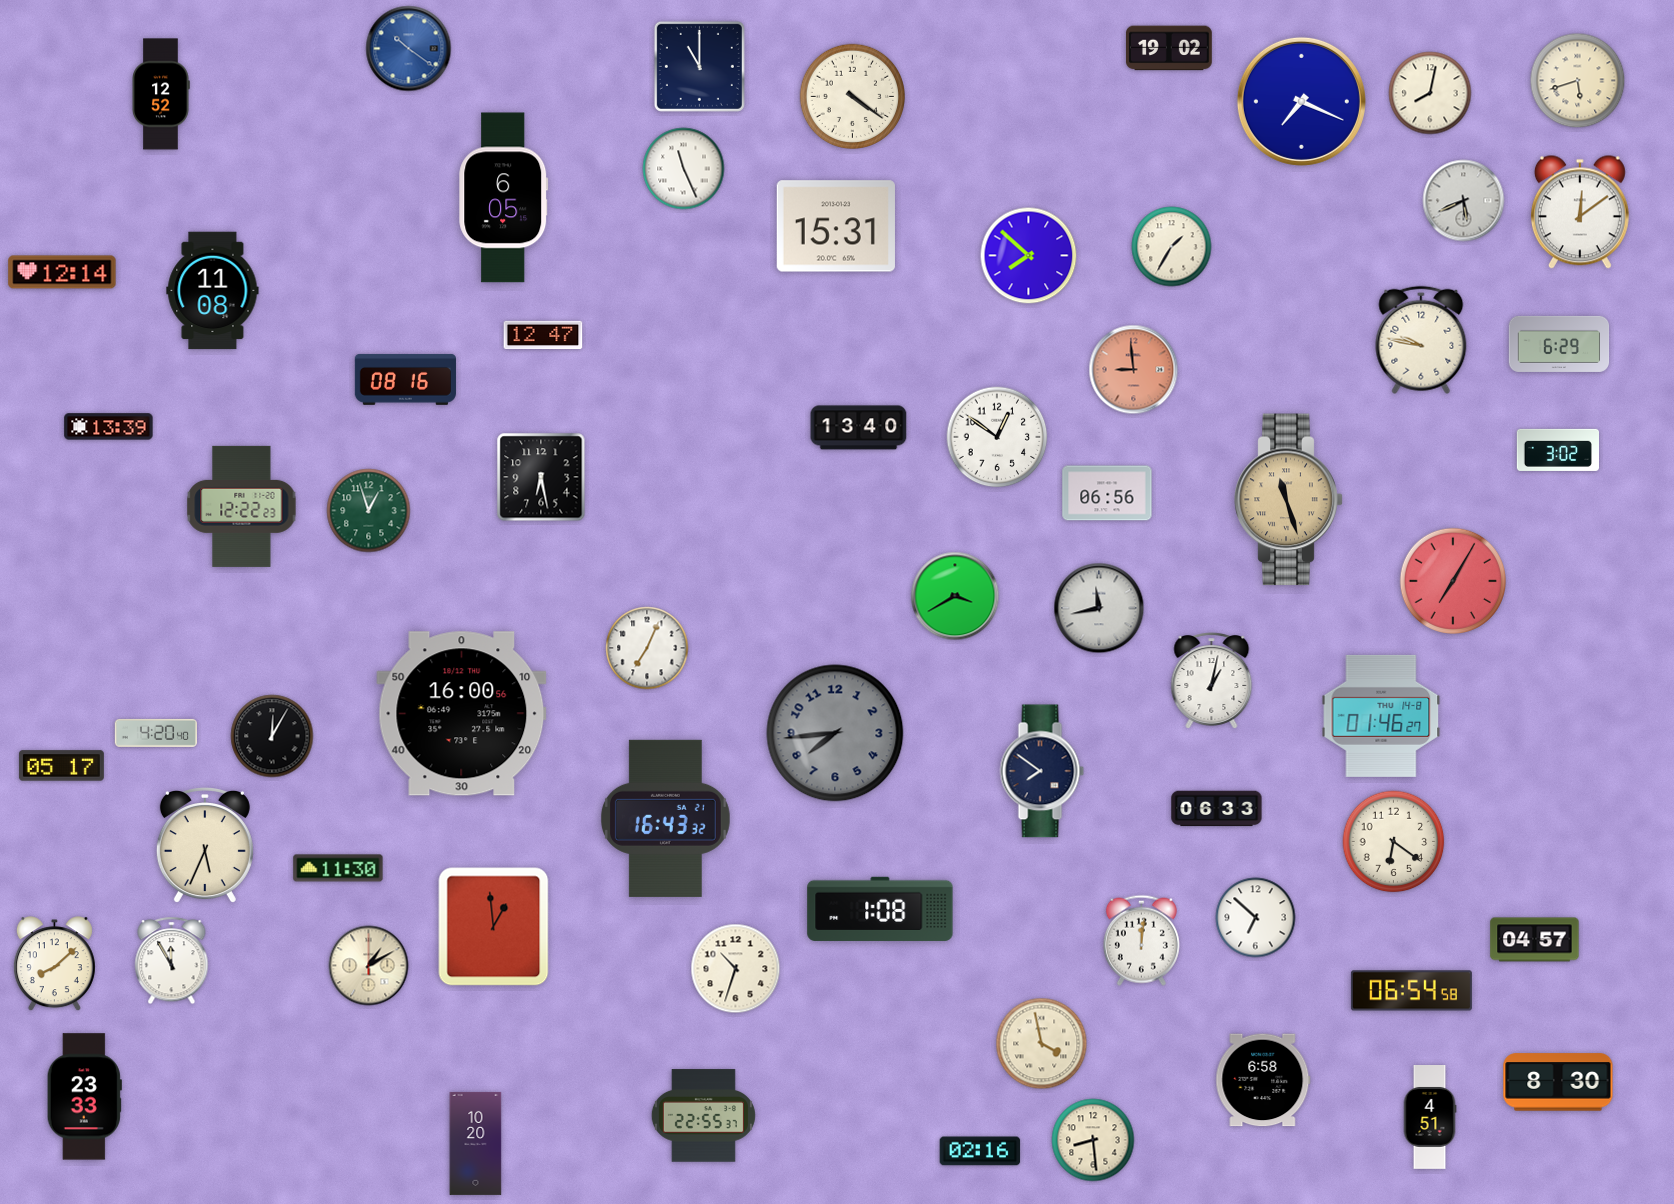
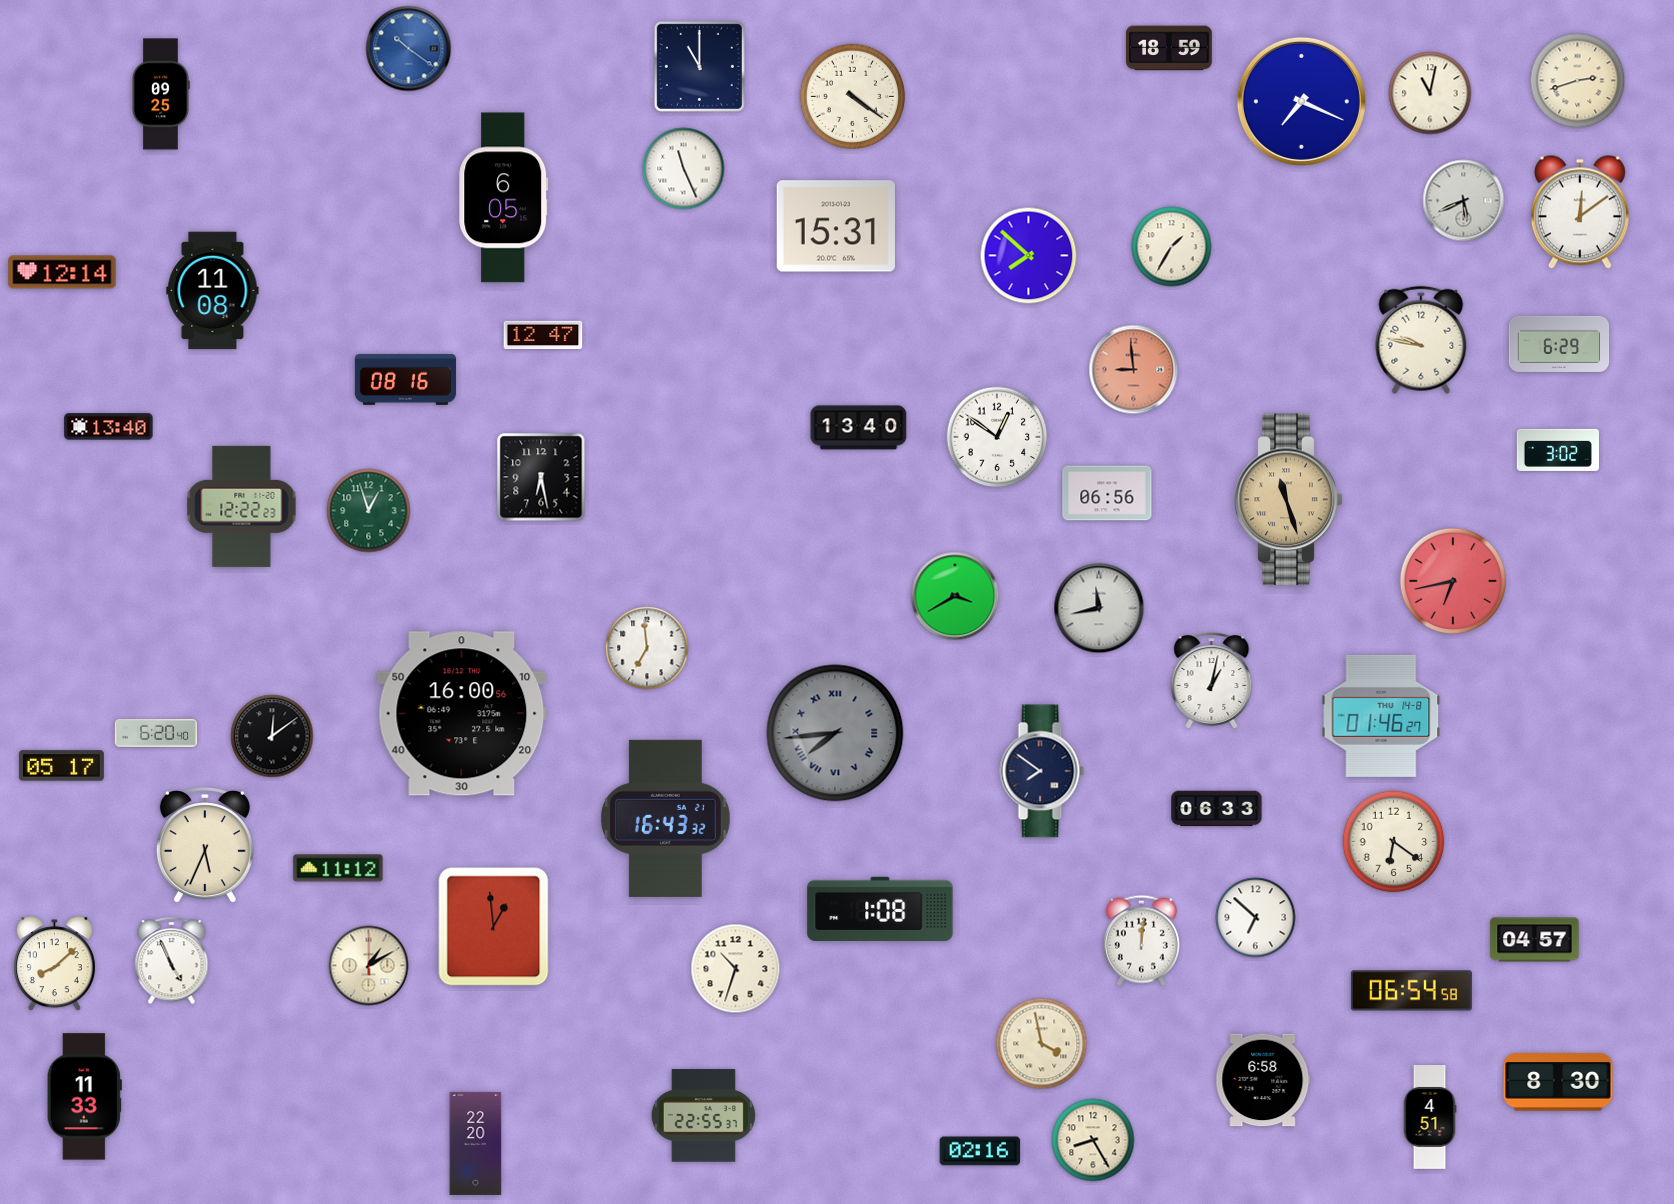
clock at (1170, 48): 19:02 -> 18:59
clock at (1578, 81): 5:42 -> 2:42
clock at (1430, 93): 8:02 -> 11:02
clock at (161, 94): 12:52 -> 09:25
clock at (109, 427): 13:39 -> 13:40
clock at (1452, 580): 7:05 -> 6:43
clock at (647, 648): 7:04 -> 6:59
clock at (155, 733): 4:20 -> 6:20
clock at (835, 733) numerals: Arabic -> Roman
clock at (272, 736): 12:05 -> 12:09
clock at (338, 868): 11:30 -> 11:12
clock at (172, 961): 11:55 -> 4:56
clock at (84, 1097): 23:33 -> 11:33
clock at (1093, 1140): 8:29 -> 8:25
clock at (476, 1143): 10:20 -> 22:20
